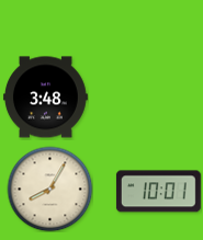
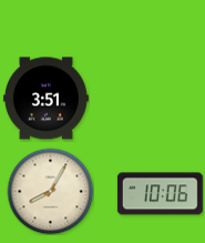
clock at (46, 98): 3:48 -> 3:51
clock at (158, 192): 10:01 -> 10:06
